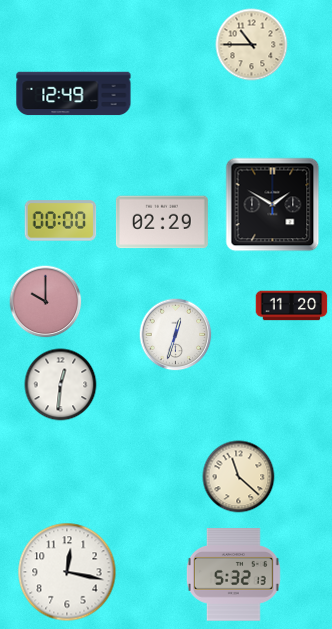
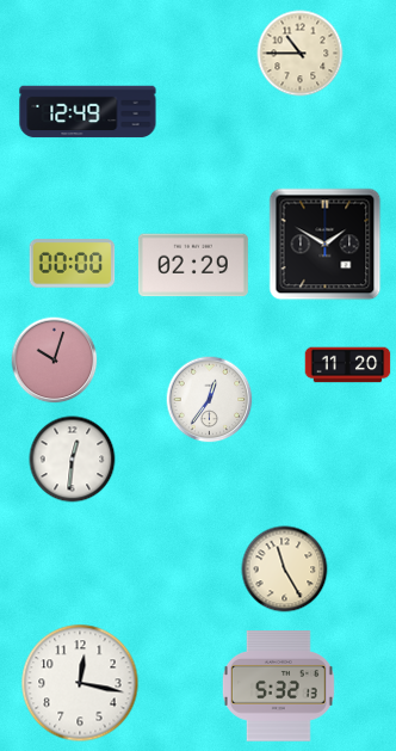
clock at (46, 302): 10:00 -> 10:03
clock at (176, 335): 12:33 -> 12:36
clock at (239, 477): 11:22 -> 11:25
